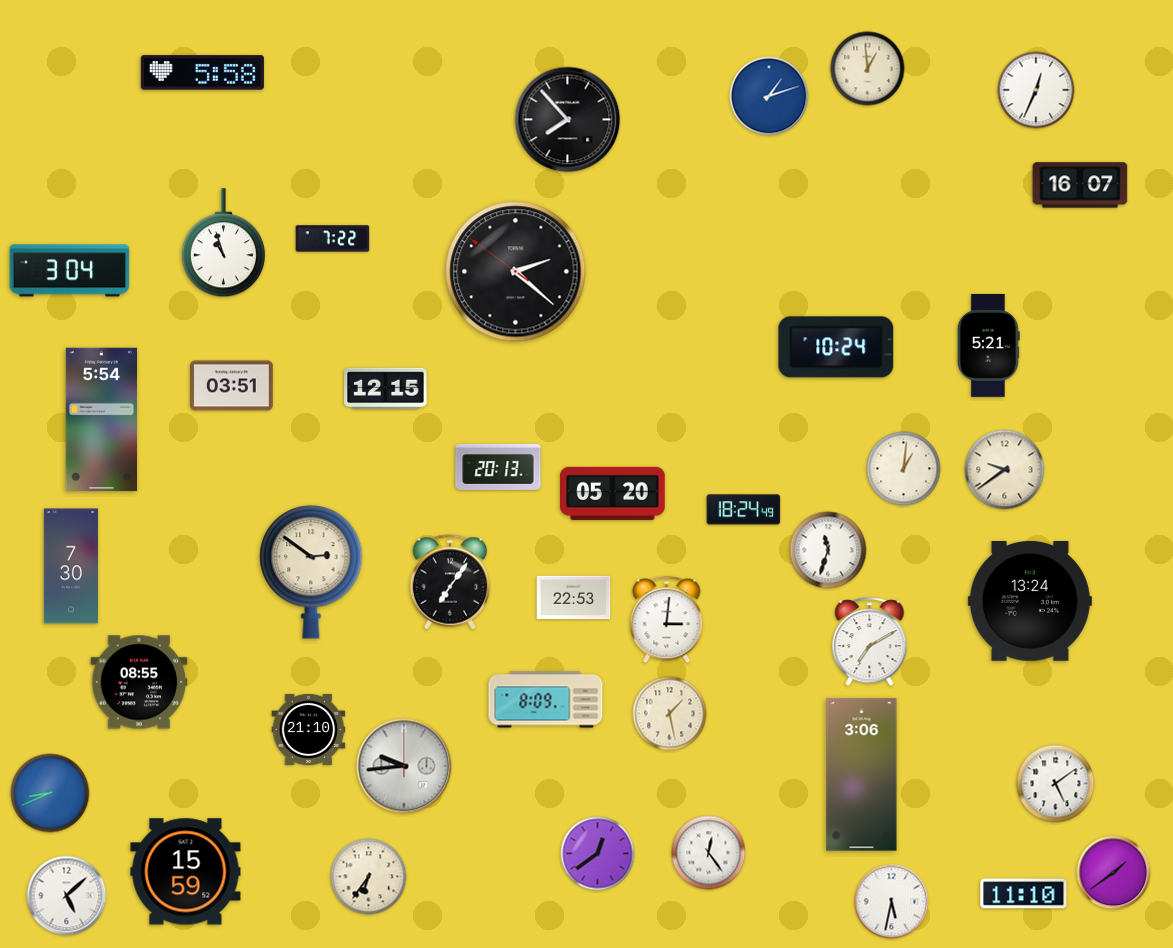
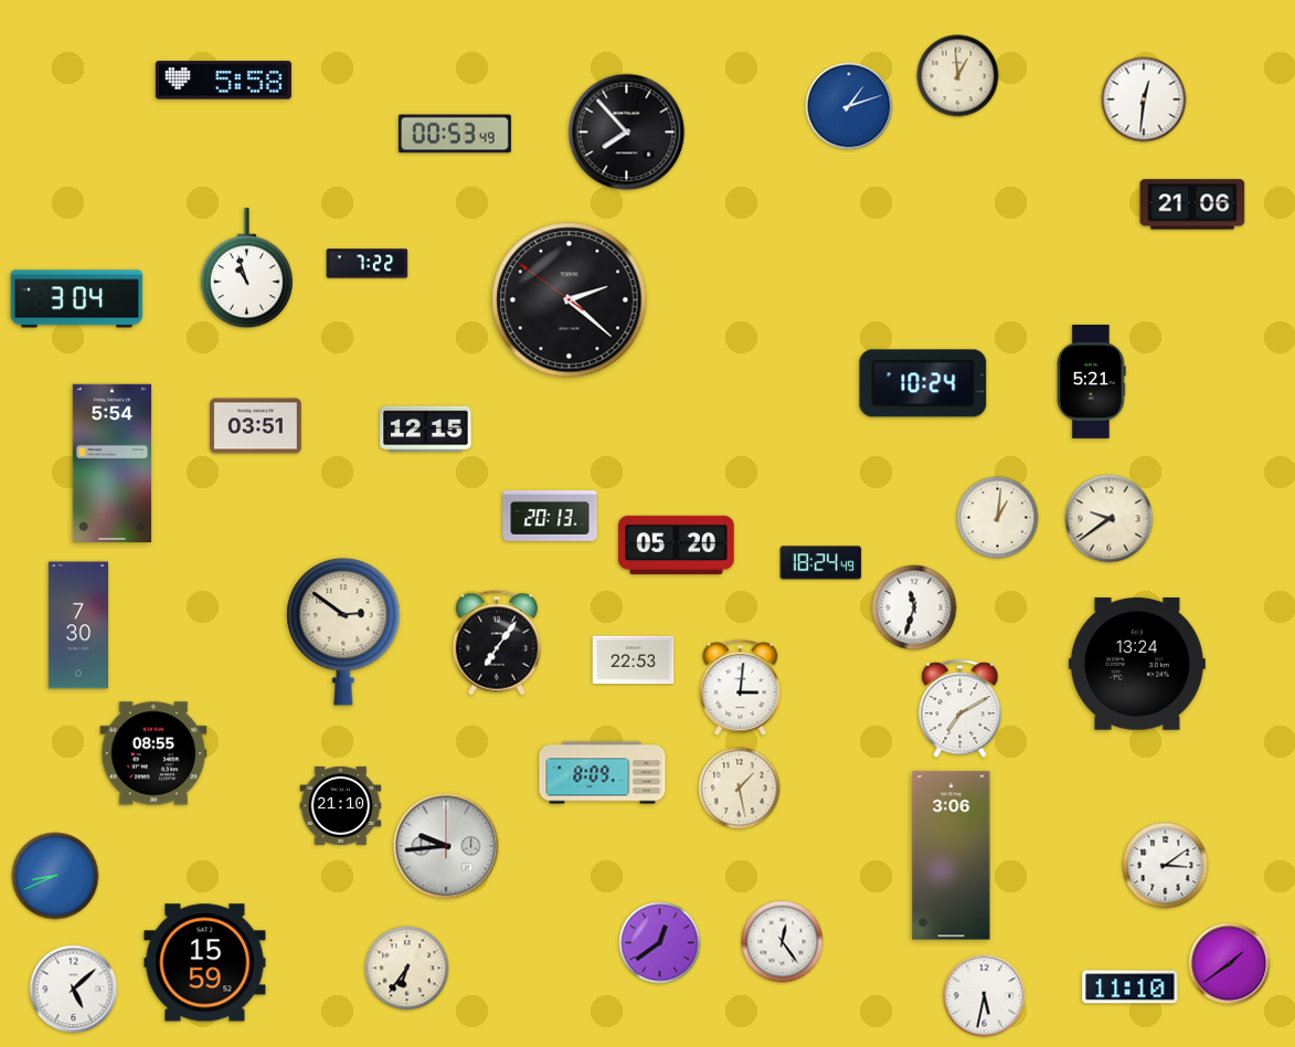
clock at (1036, 90): 12:34 -> 12:31
clock at (455, 134): none -> 00:53
clock at (1080, 185): 16:07 -> 21:06
clock at (667, 620) position: (667, 620) -> (741, 688)
clock at (1056, 784): 5:09 -> 3:09
